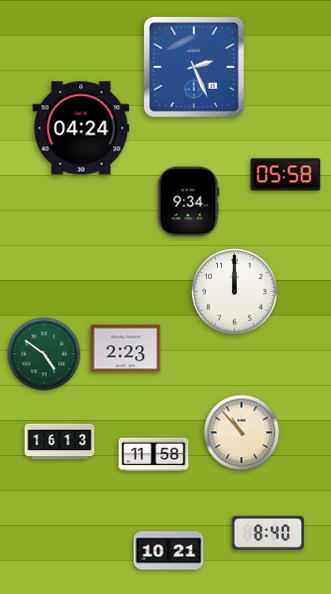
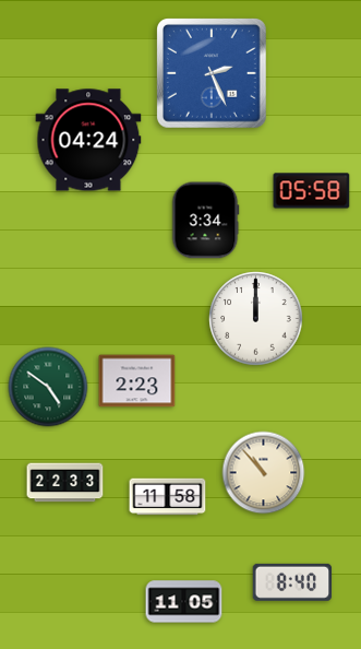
clock at (188, 202): 9:34 -> 3:34
clock at (60, 442): 16:13 -> 22:33
clock at (169, 551): 10:21 -> 11:05
